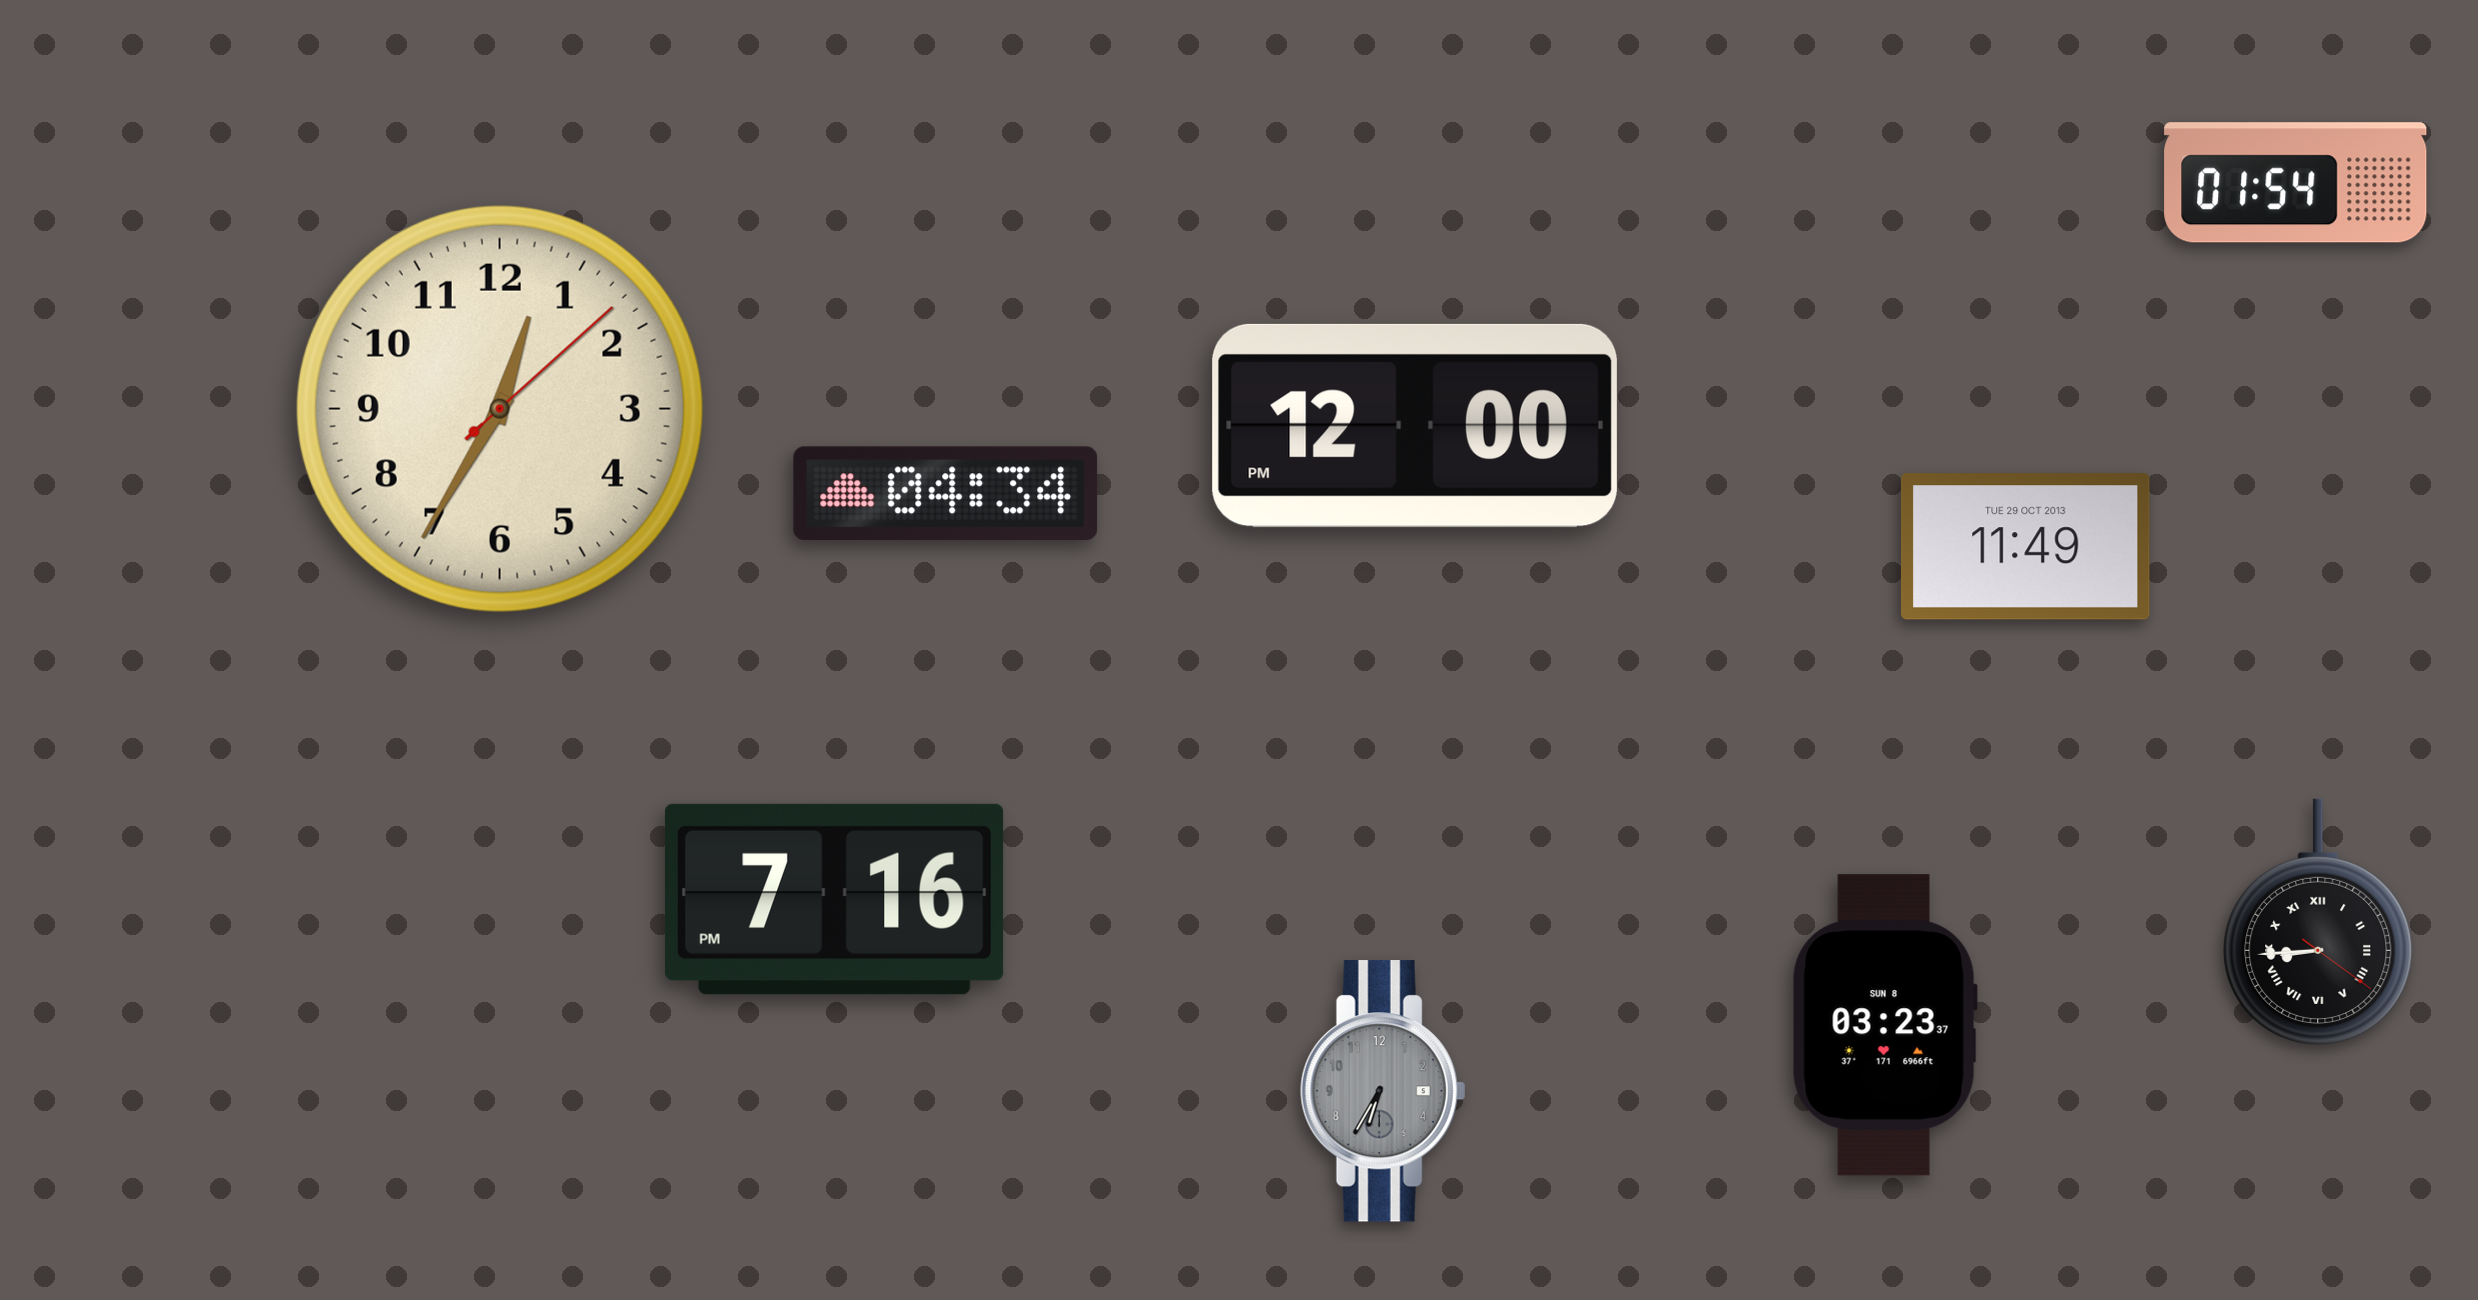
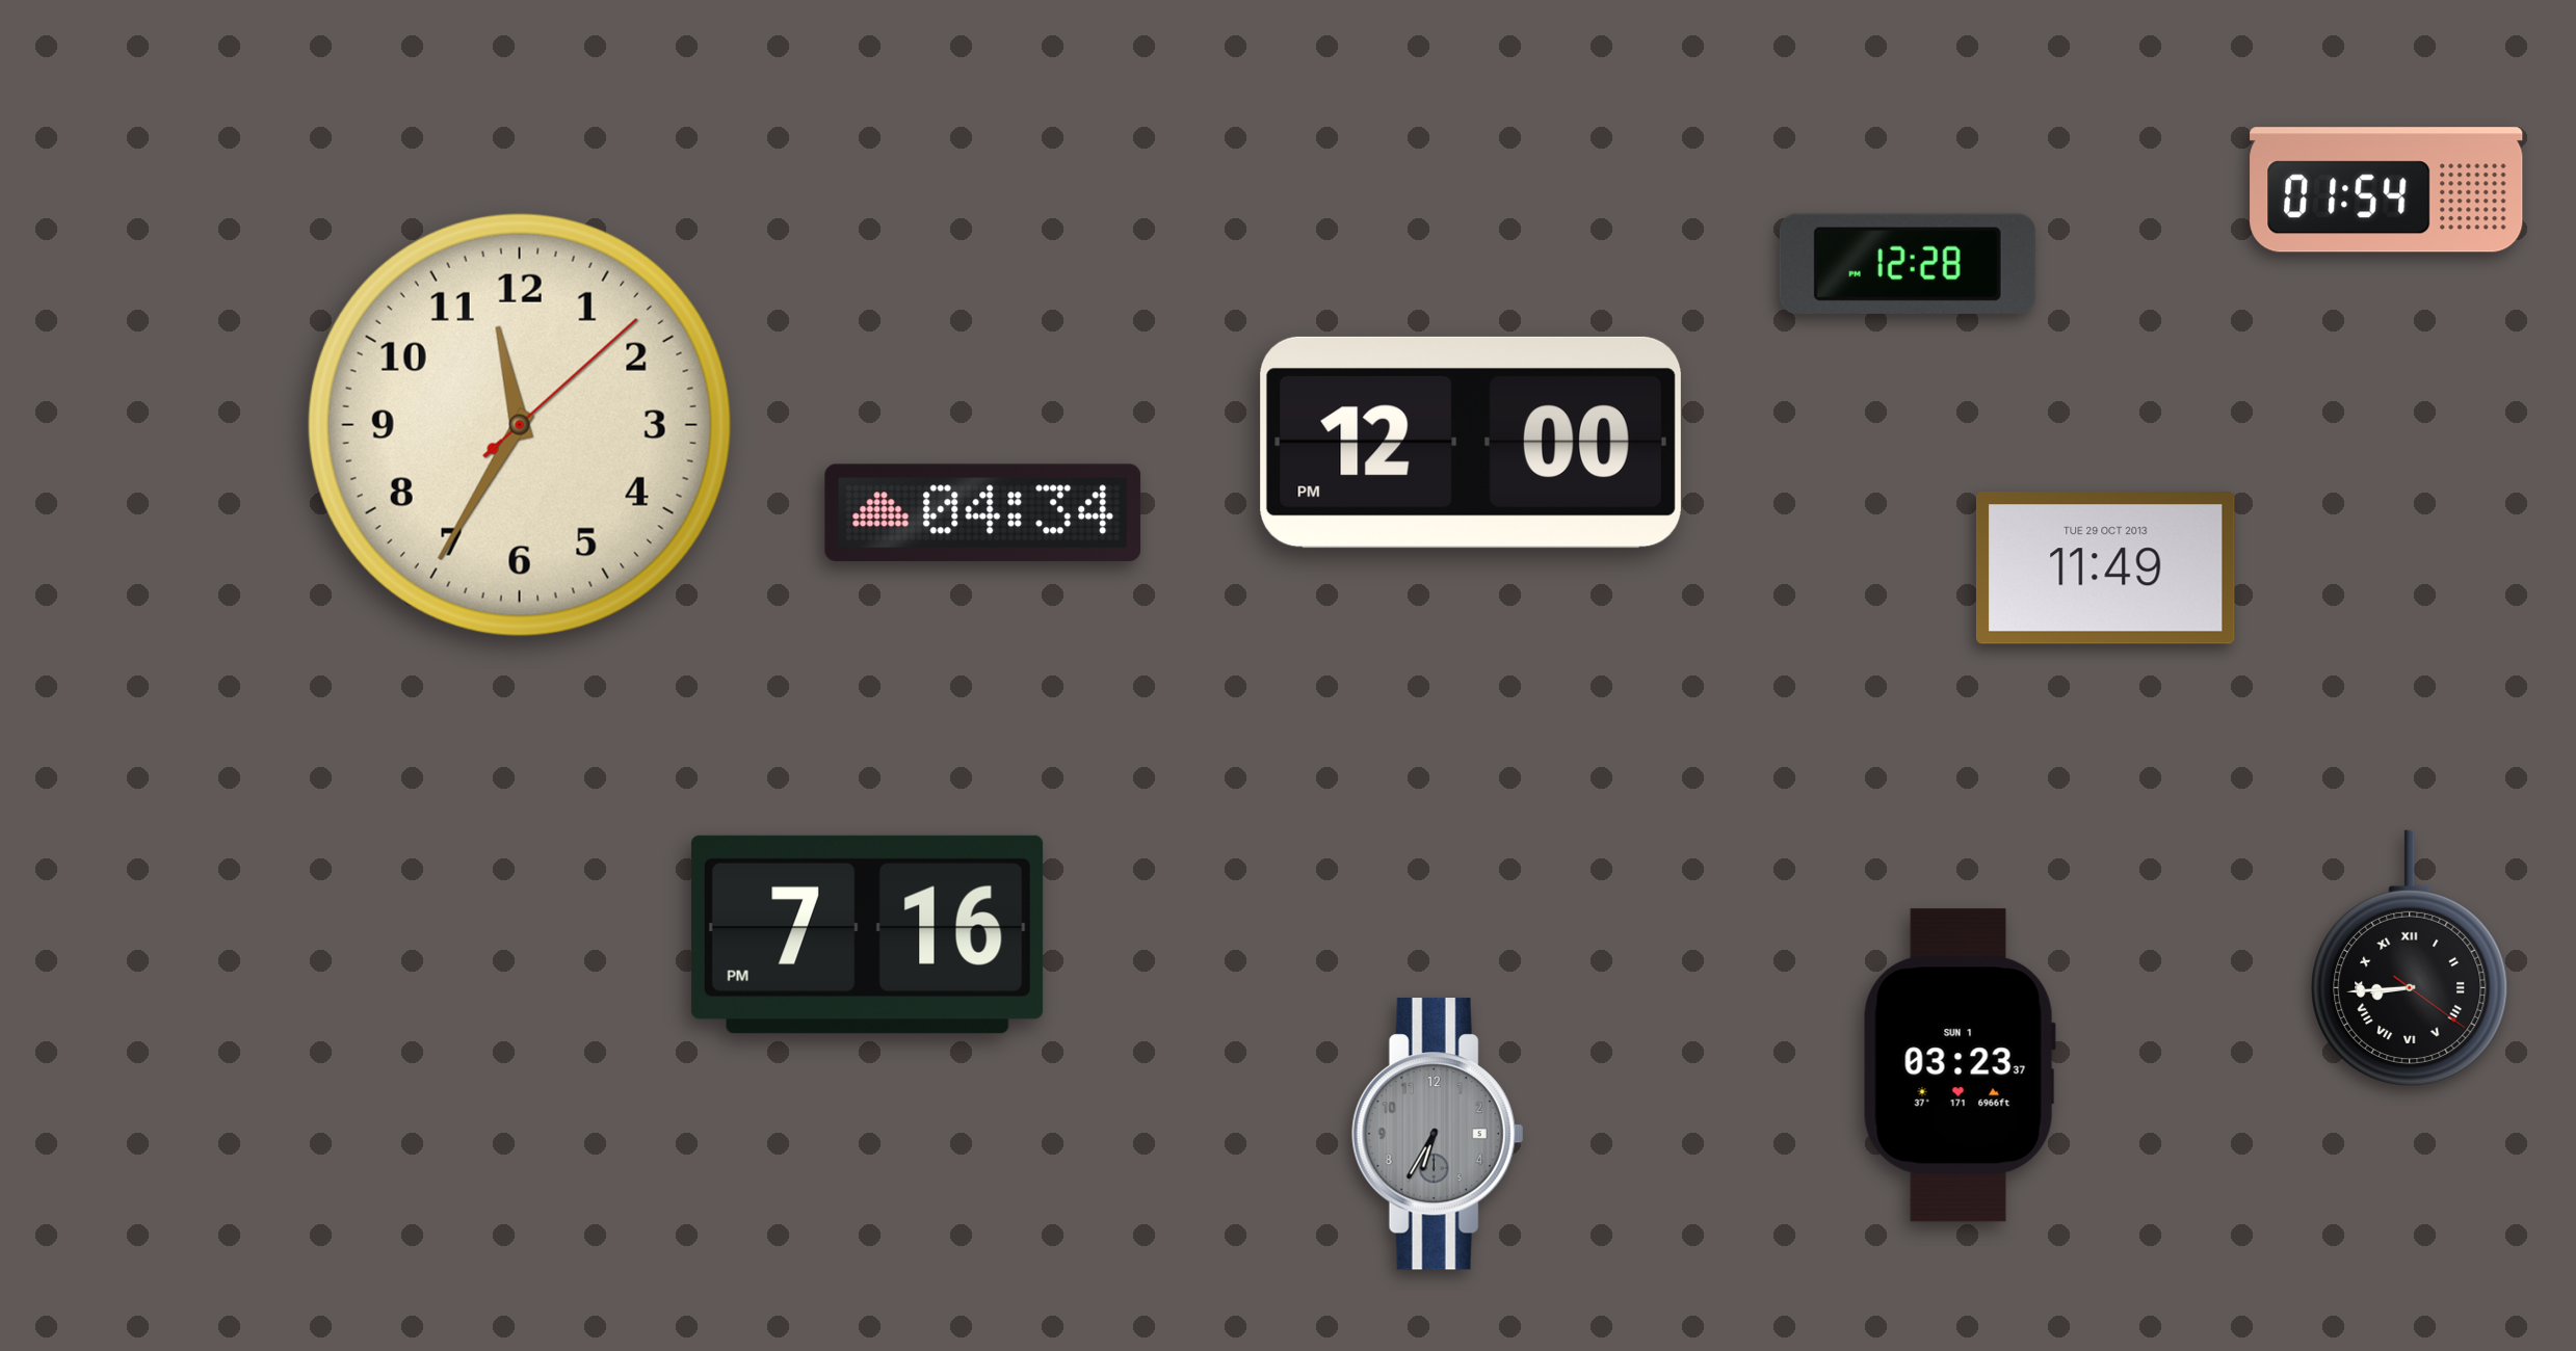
clock at (1908, 264): none -> 12:28
clock at (500, 409): 12:35 -> 11:35
clock at (1885, 1025) date: SUN 8 -> SUN 1
